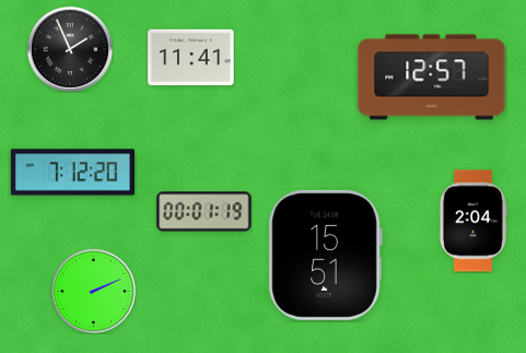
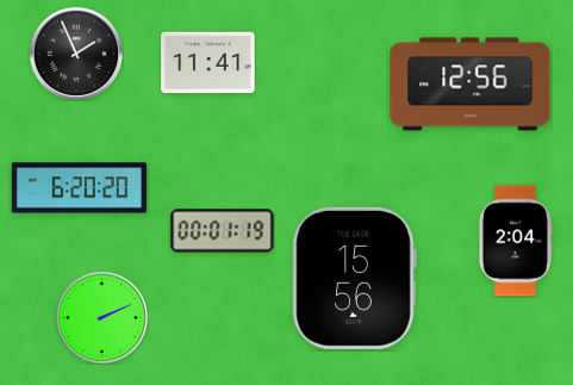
clock at (432, 78): 12:57 -> 12:56
clock at (72, 173): 7:12 -> 6:20
clock at (325, 255): 15:51 -> 15:56
